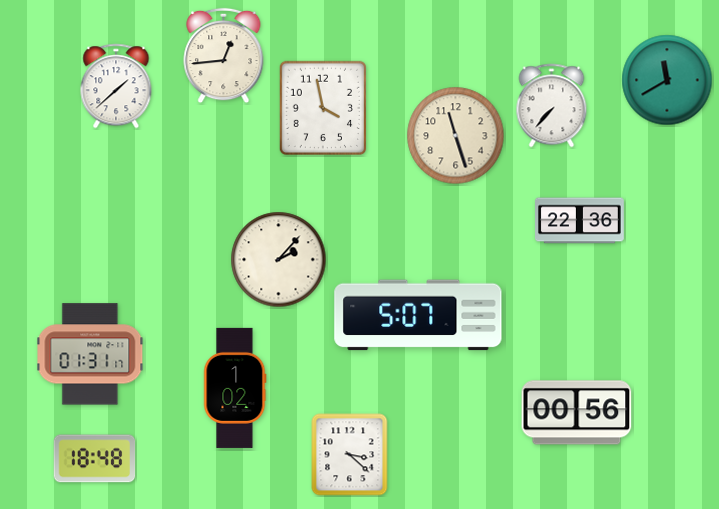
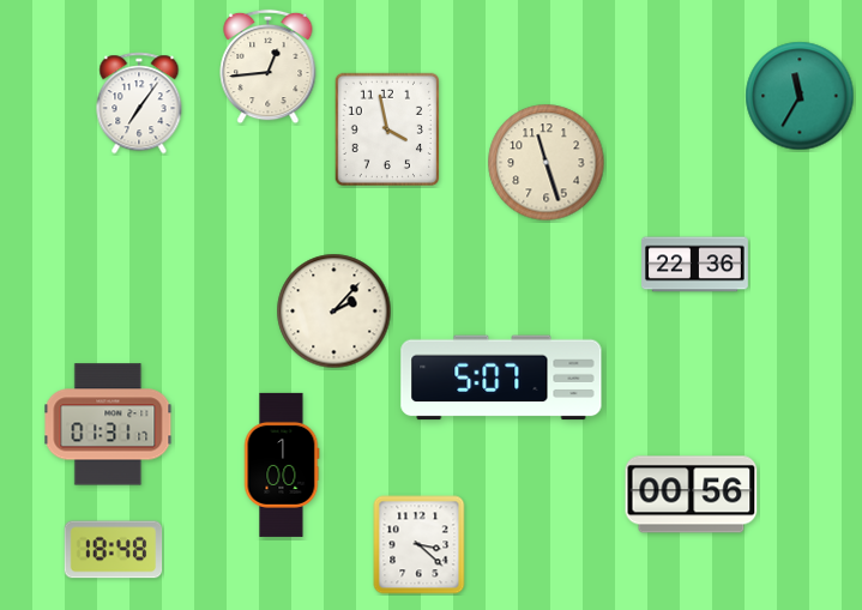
clock at (667, 80): 11:40 -> 11:35
clock at (116, 86): 1:38 -> 7:06
clock at (552, 106): 7:37 -> none
clock at (235, 388): 1:02 -> 1:00
